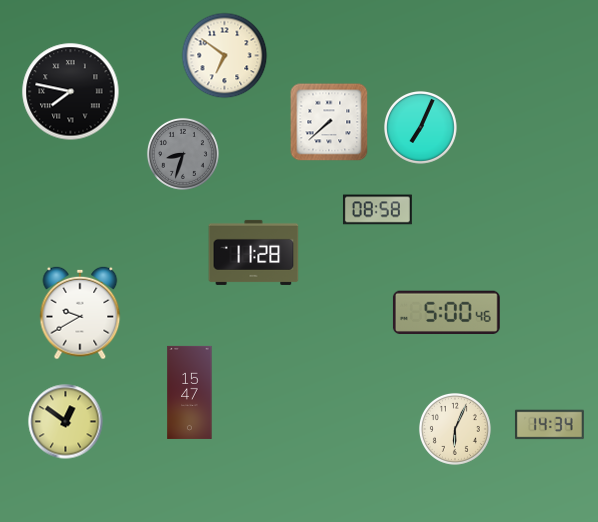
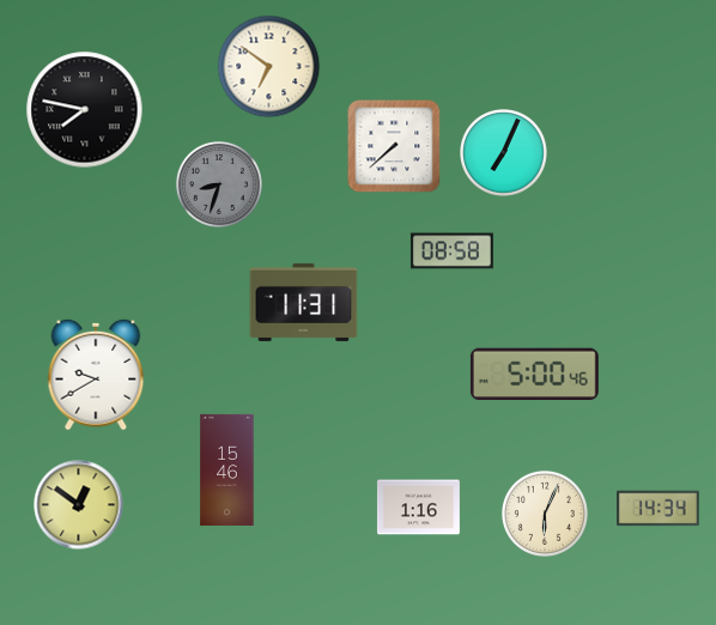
clock at (254, 252): 11:28 -> 11:31
clock at (190, 392): 15:47 -> 15:46
clock at (418, 508): none -> 1:16
